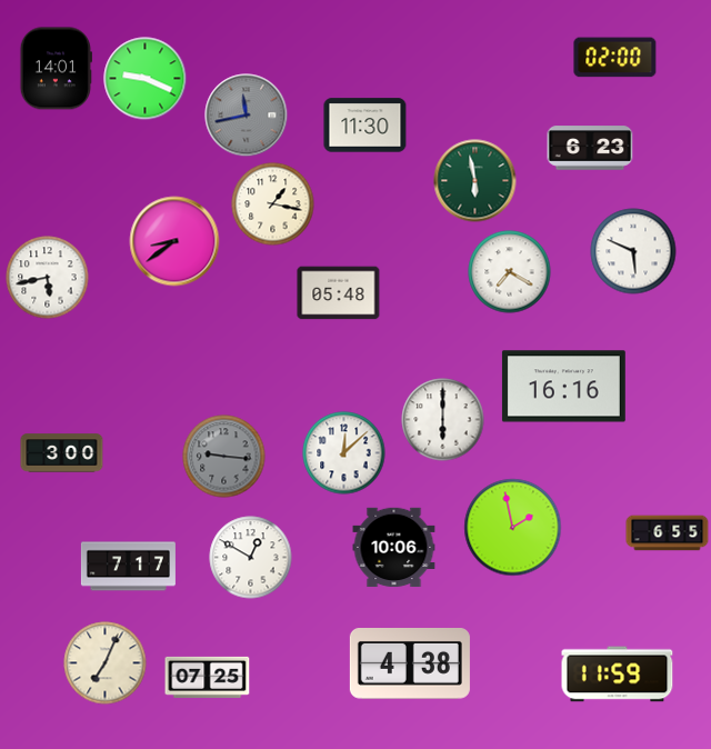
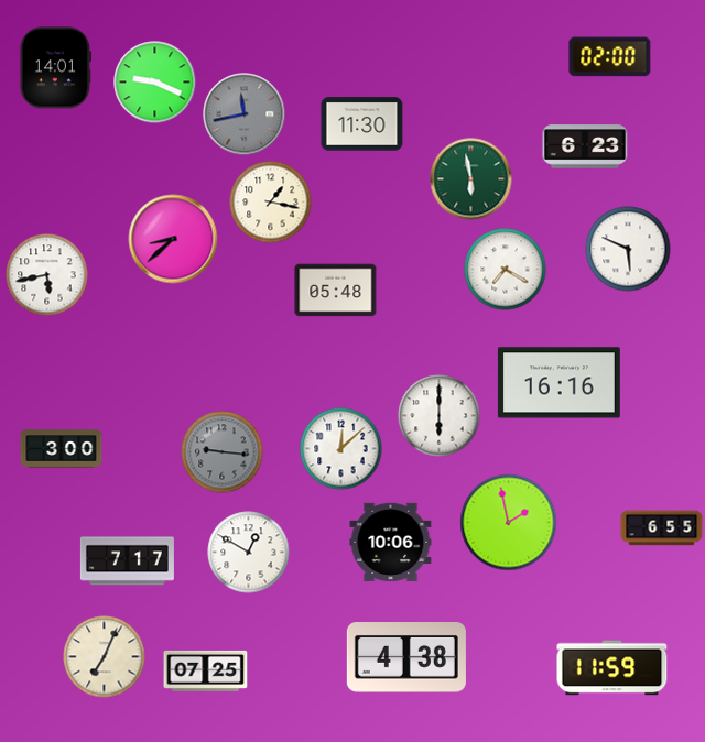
clock at (146, 79) position: (146, 79) -> (155, 83)
clock at (174, 241): 8:39 -> 8:38
